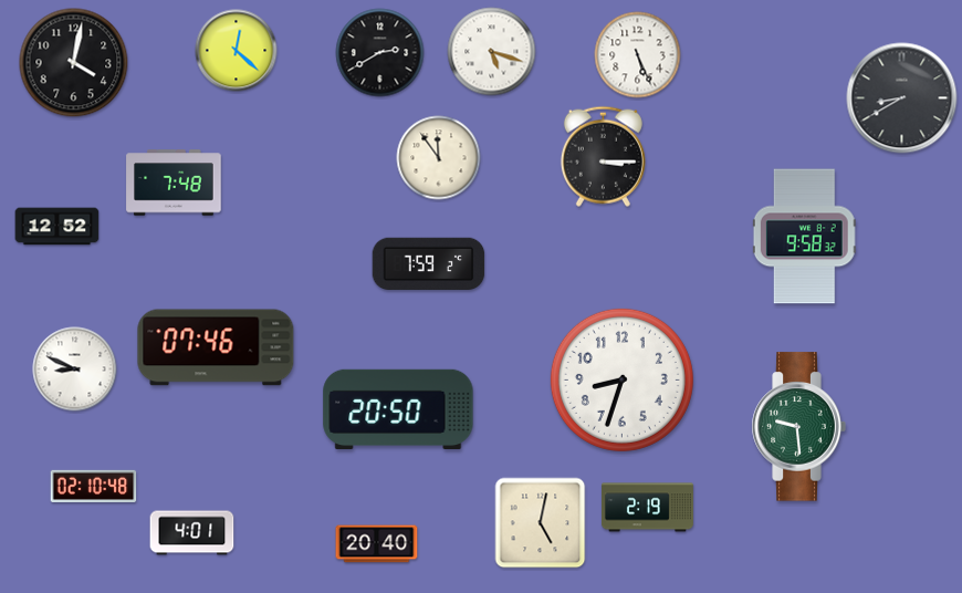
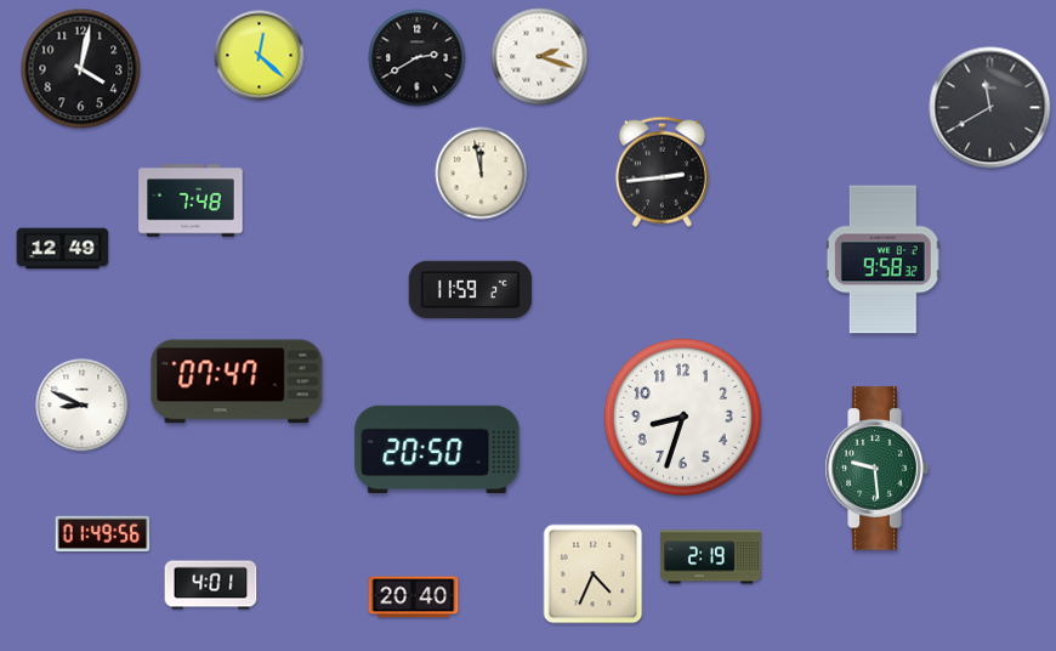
clock at (492, 52): 5:18 -> 2:18
clock at (638, 55): 5:26 -> none
clock at (902, 98): 8:40 -> 11:40
clock at (603, 156): 3:15 -> 2:44
clock at (439, 158): 11:54 -> 11:58
clock at (57, 227): 12:52 -> 12:49
clock at (429, 263): 7:59 -> 11:59
clock at (216, 347): 07:46 -> 07:47
clock at (94, 486): 02:10 -> 01:49
clock at (541, 523): 5:02 -> 4:34
